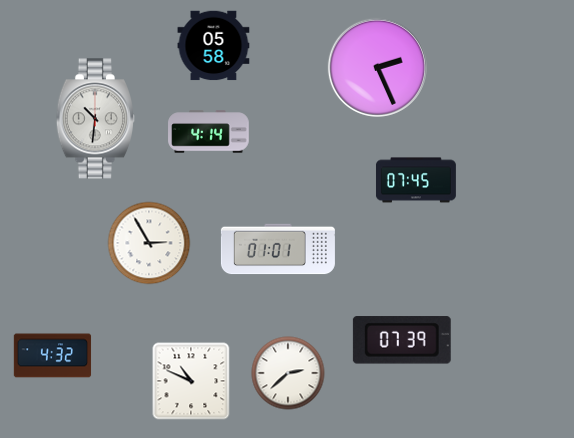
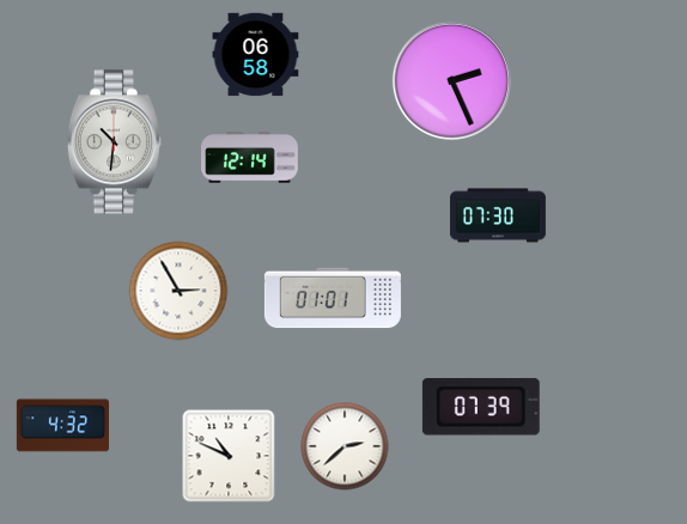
clock at (214, 46): 05:58 -> 06:58
clock at (209, 132): 4:14 -> 12:14
clock at (416, 180): 07:45 -> 07:30
